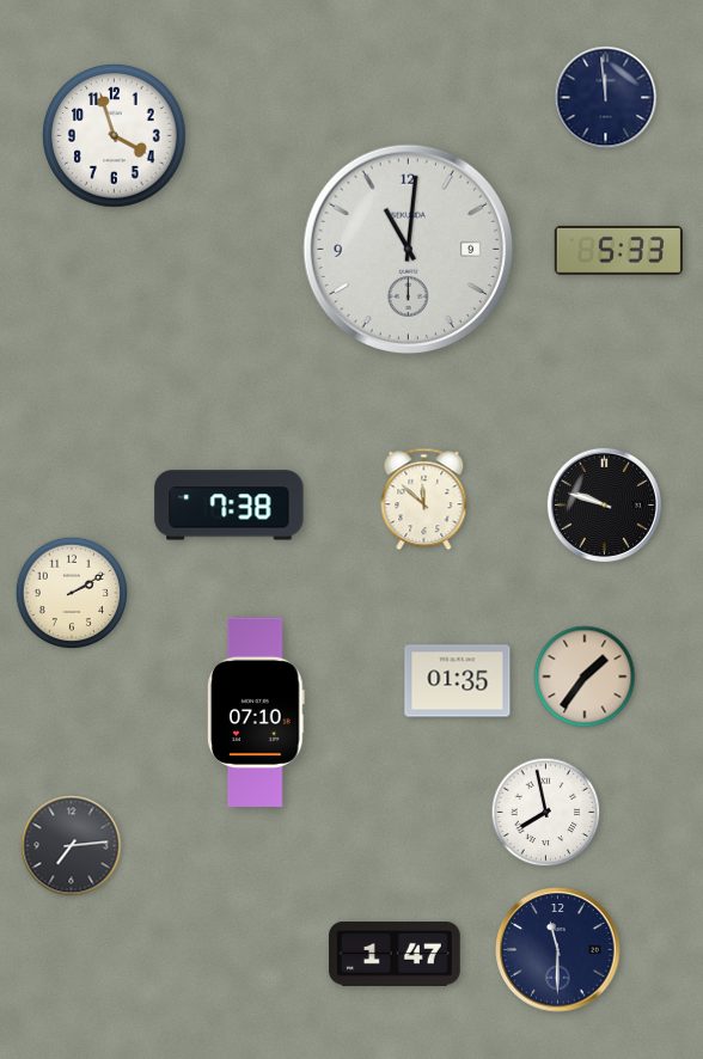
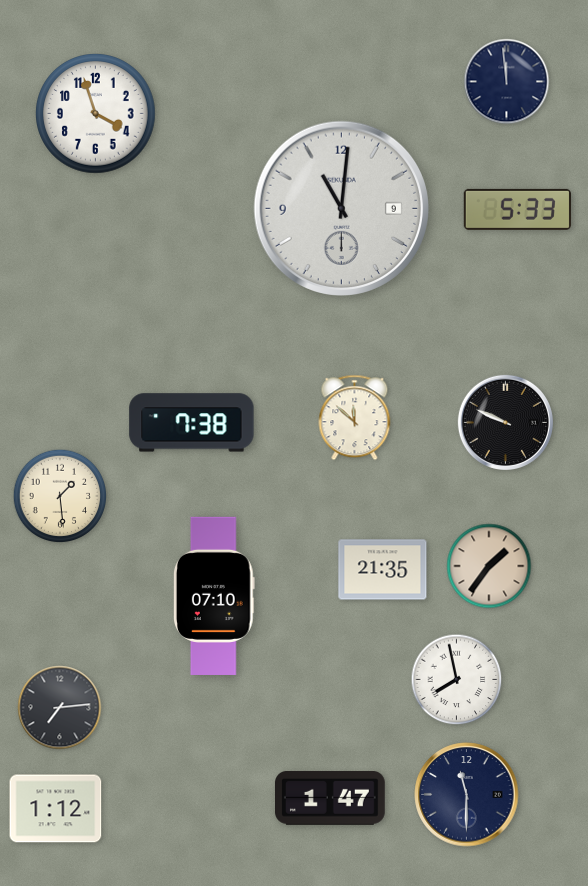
clock at (604, 504): 9:48 -> 9:49
clock at (72, 593): 2:10 -> 1:29
clock at (458, 681): 01:35 -> 21:35
clock at (56, 809): none -> 1:12
